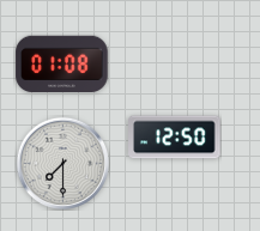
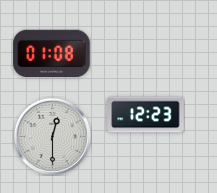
clock at (175, 138): 12:50 -> 12:23
clock at (62, 163): 7:30 -> 12:30
